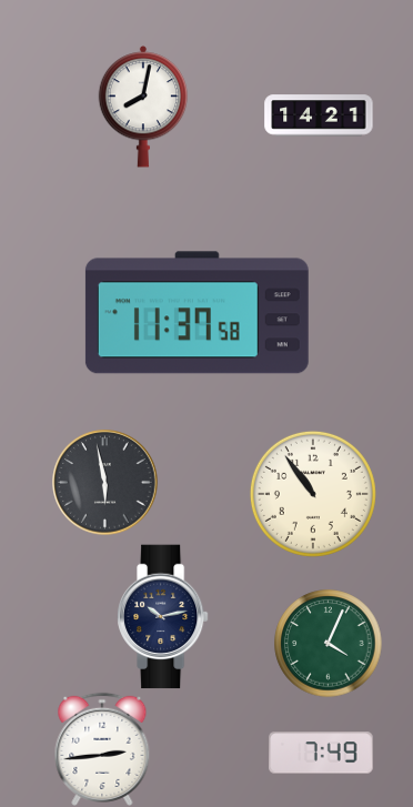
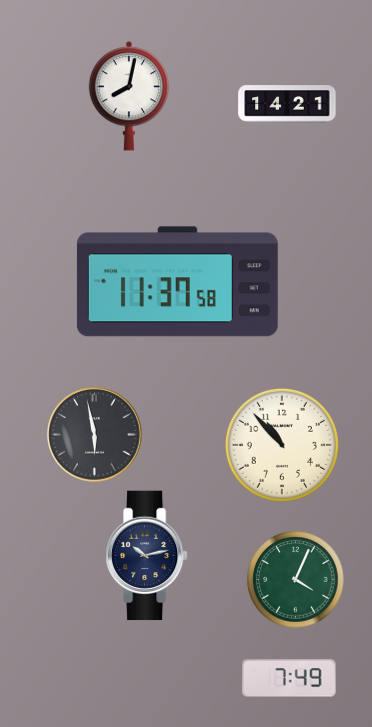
clock at (313, 494): 10:54 -> 10:53
clock at (102, 749): 2:44 -> none
